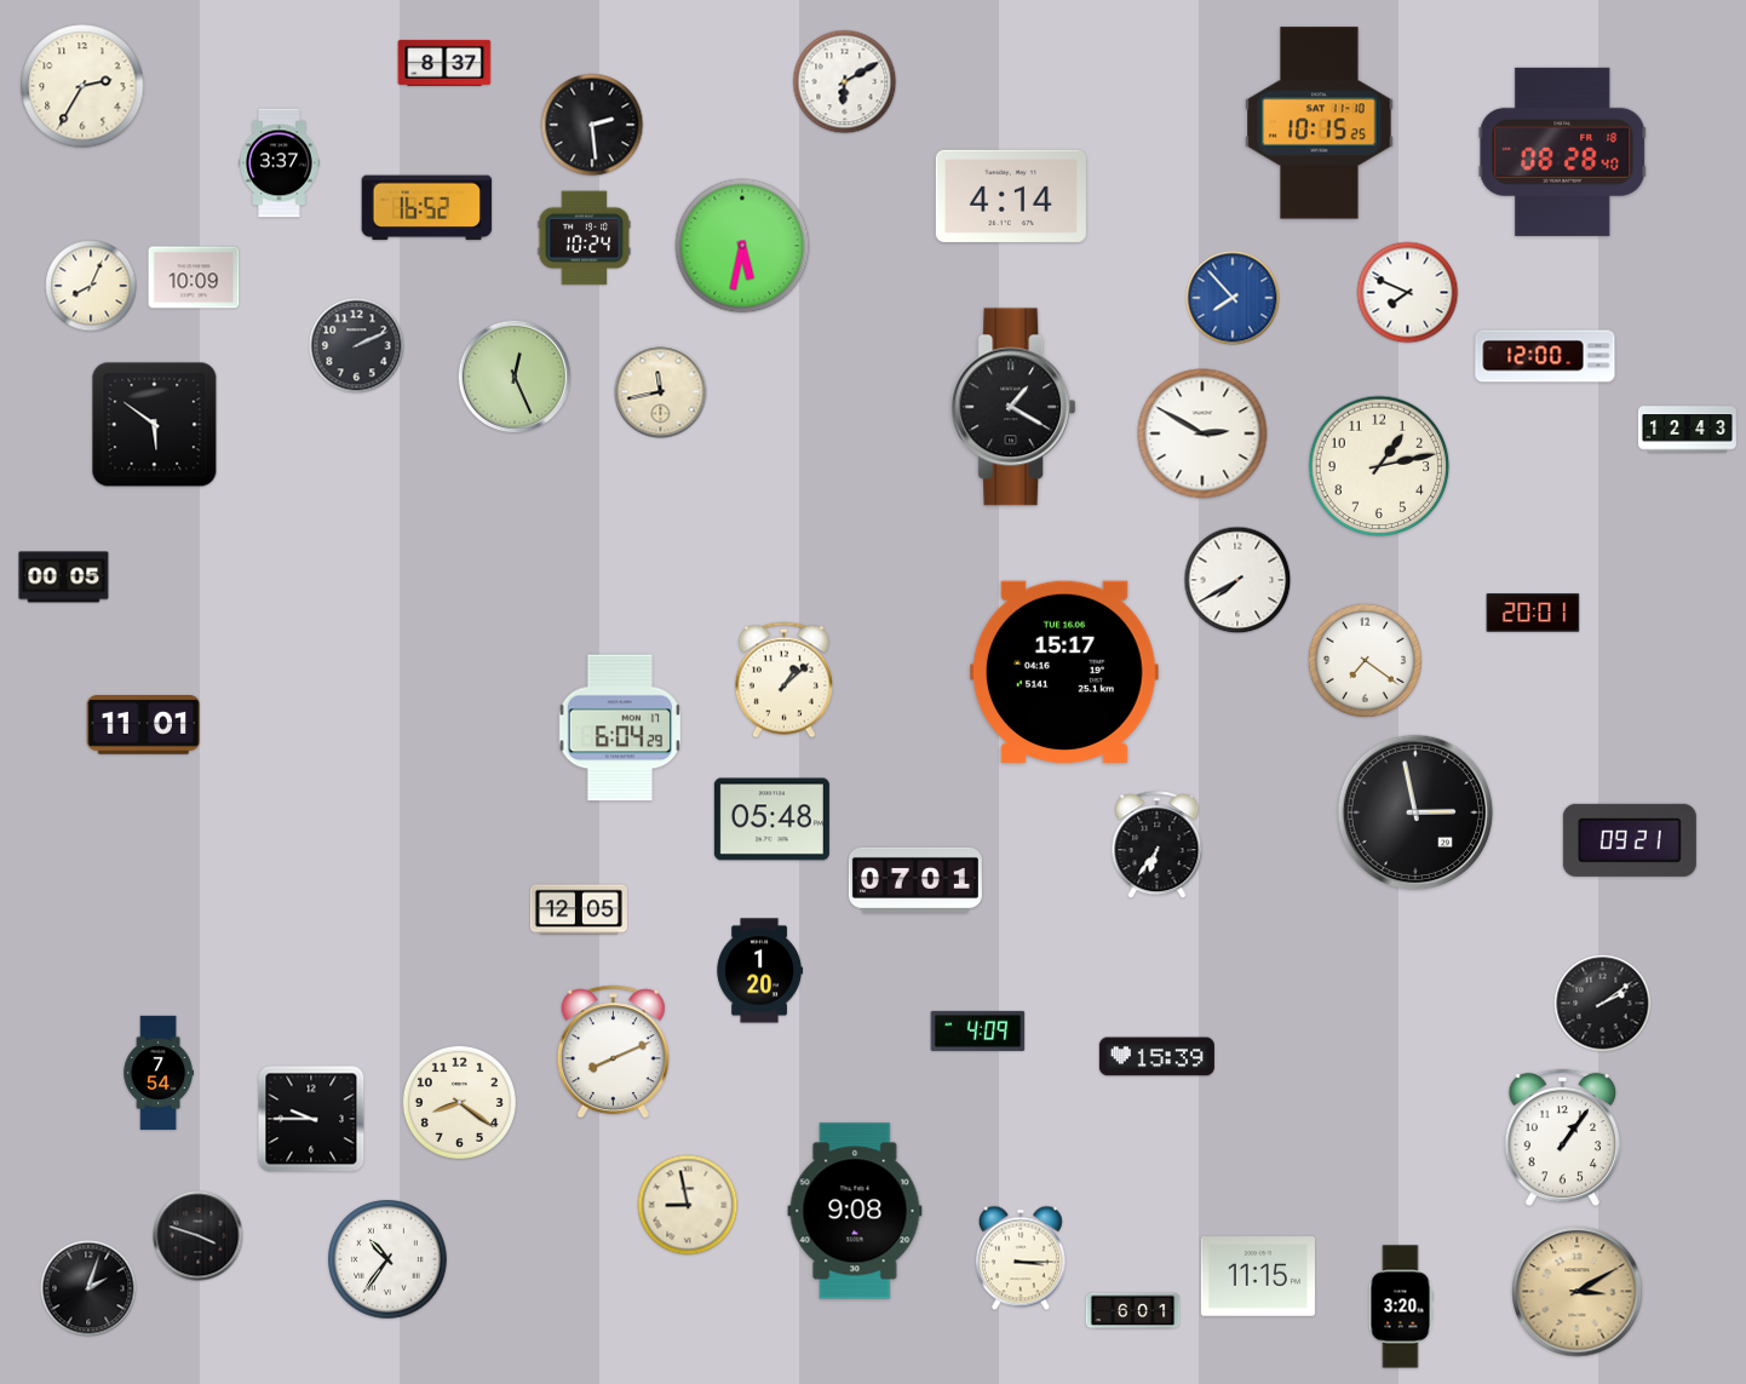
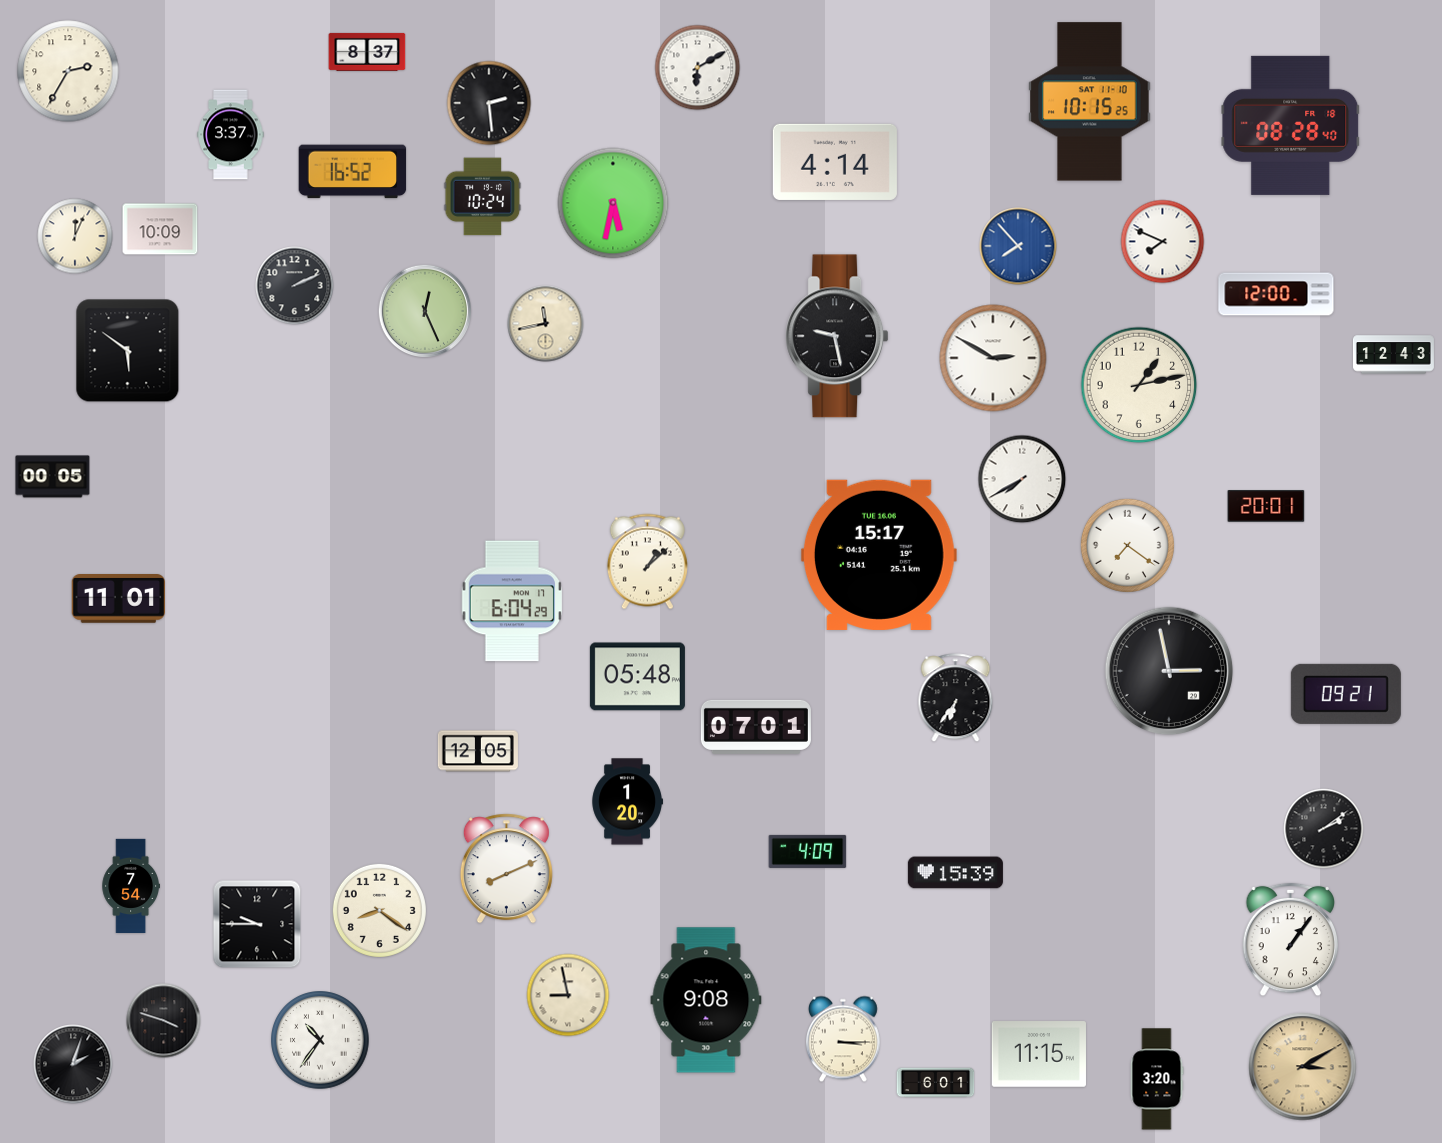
clock at (91, 286): 8:04 -> 12:04
clock at (1013, 407): 1:20 -> 9:28
